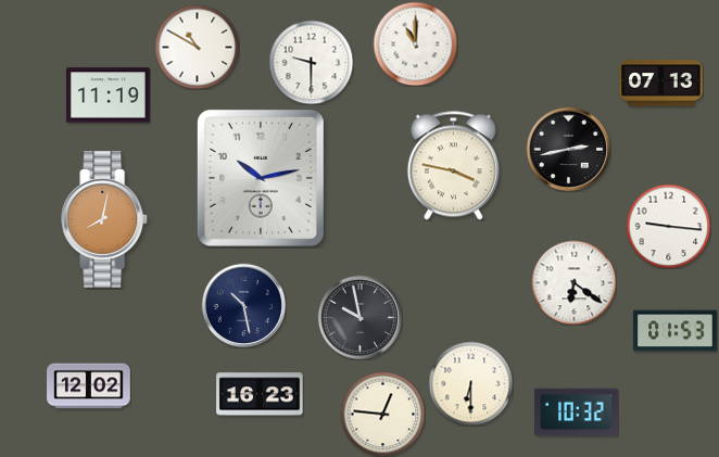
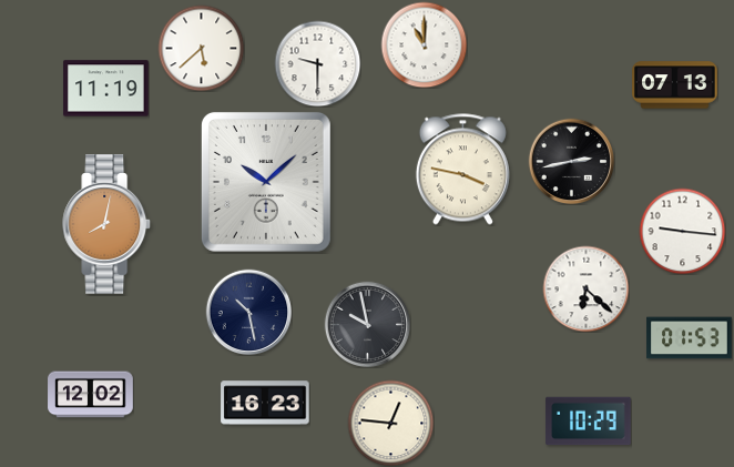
clock at (197, 47): 10:50 -> 5:38
clock at (109, 96) position: (109, 96) -> (106, 89)
clock at (568, 149) position: (568, 149) -> (571, 161)
clock at (261, 178): 10:13 -> 10:08
clock at (573, 282): 6:21 -> 6:22
clock at (470, 383): 6:30 -> none
clock at (577, 412): 10:32 -> 10:29
